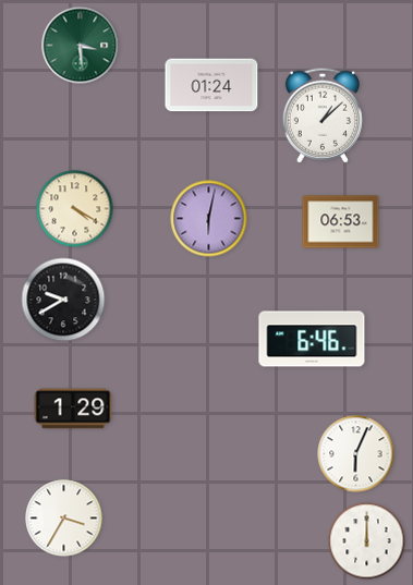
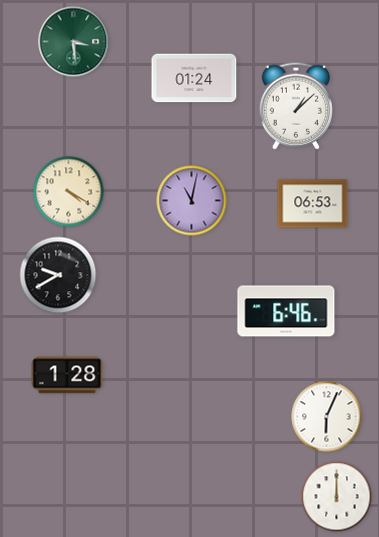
clock at (209, 219): 6:02 -> 11:02
clock at (73, 409): 1:29 -> 1:28
clock at (64, 519): 3:35 -> none
